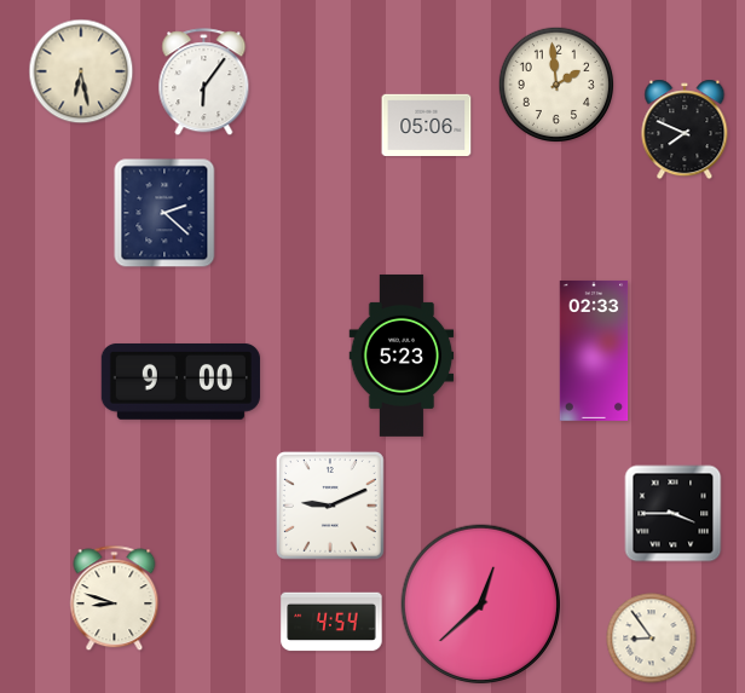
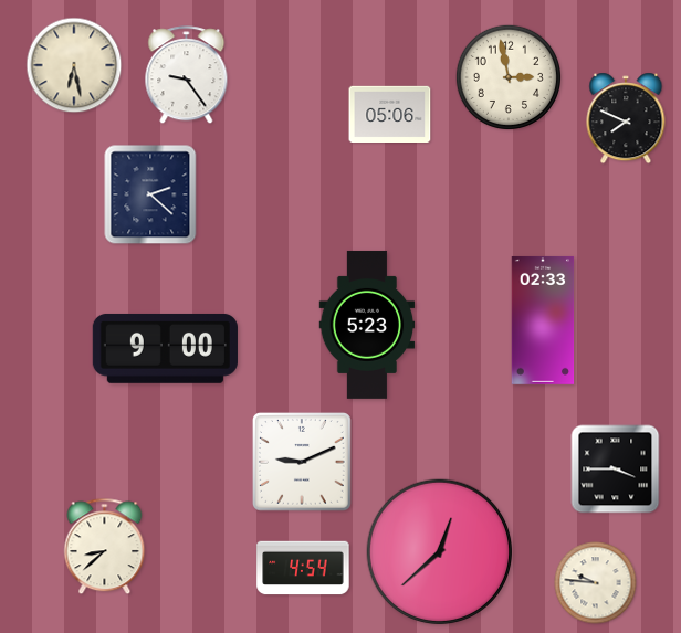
clock at (204, 82): 6:06 -> 9:24
clock at (555, 83): 1:59 -> 2:58
clock at (115, 599): 8:48 -> 8:38
clock at (652, 639): 8:54 -> 9:46
